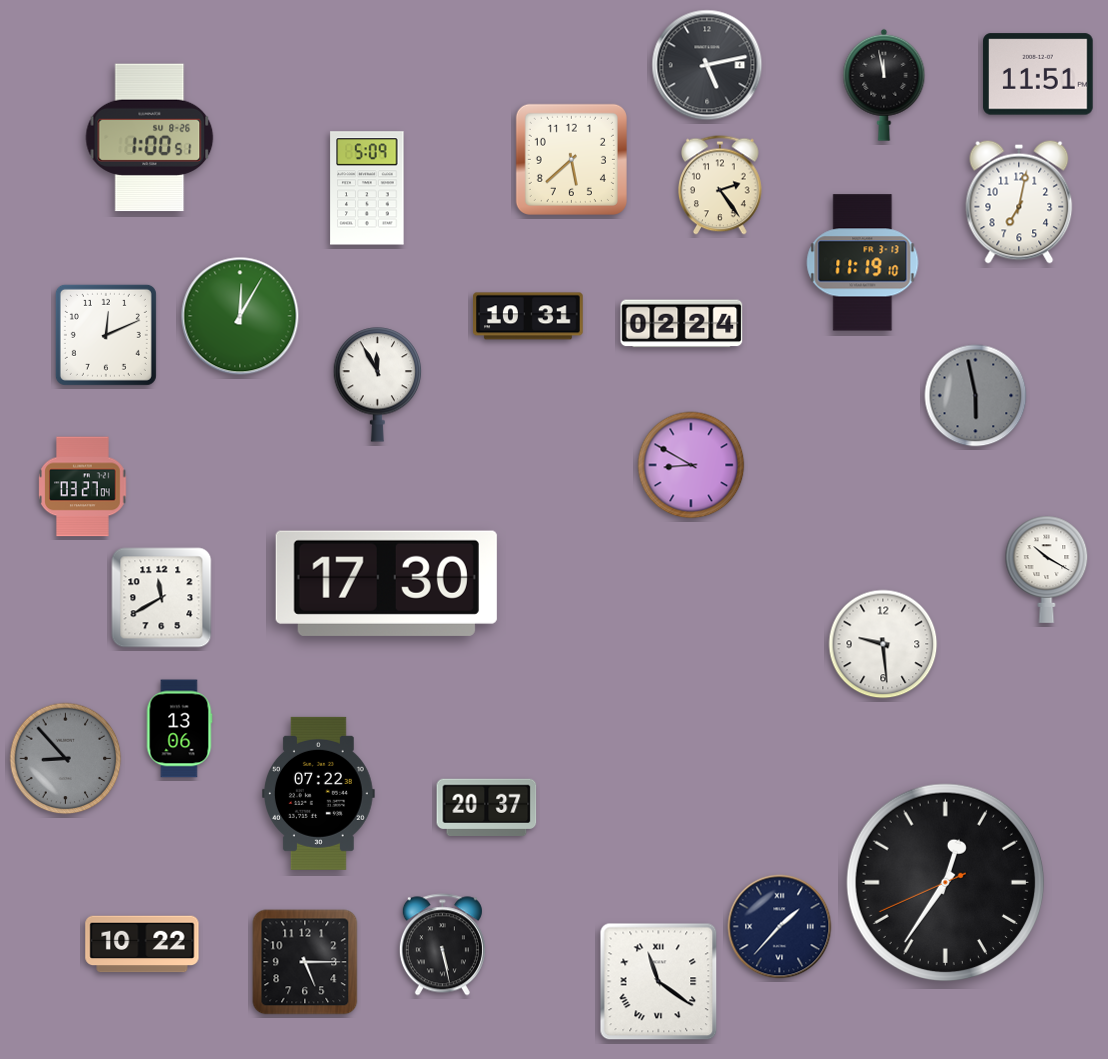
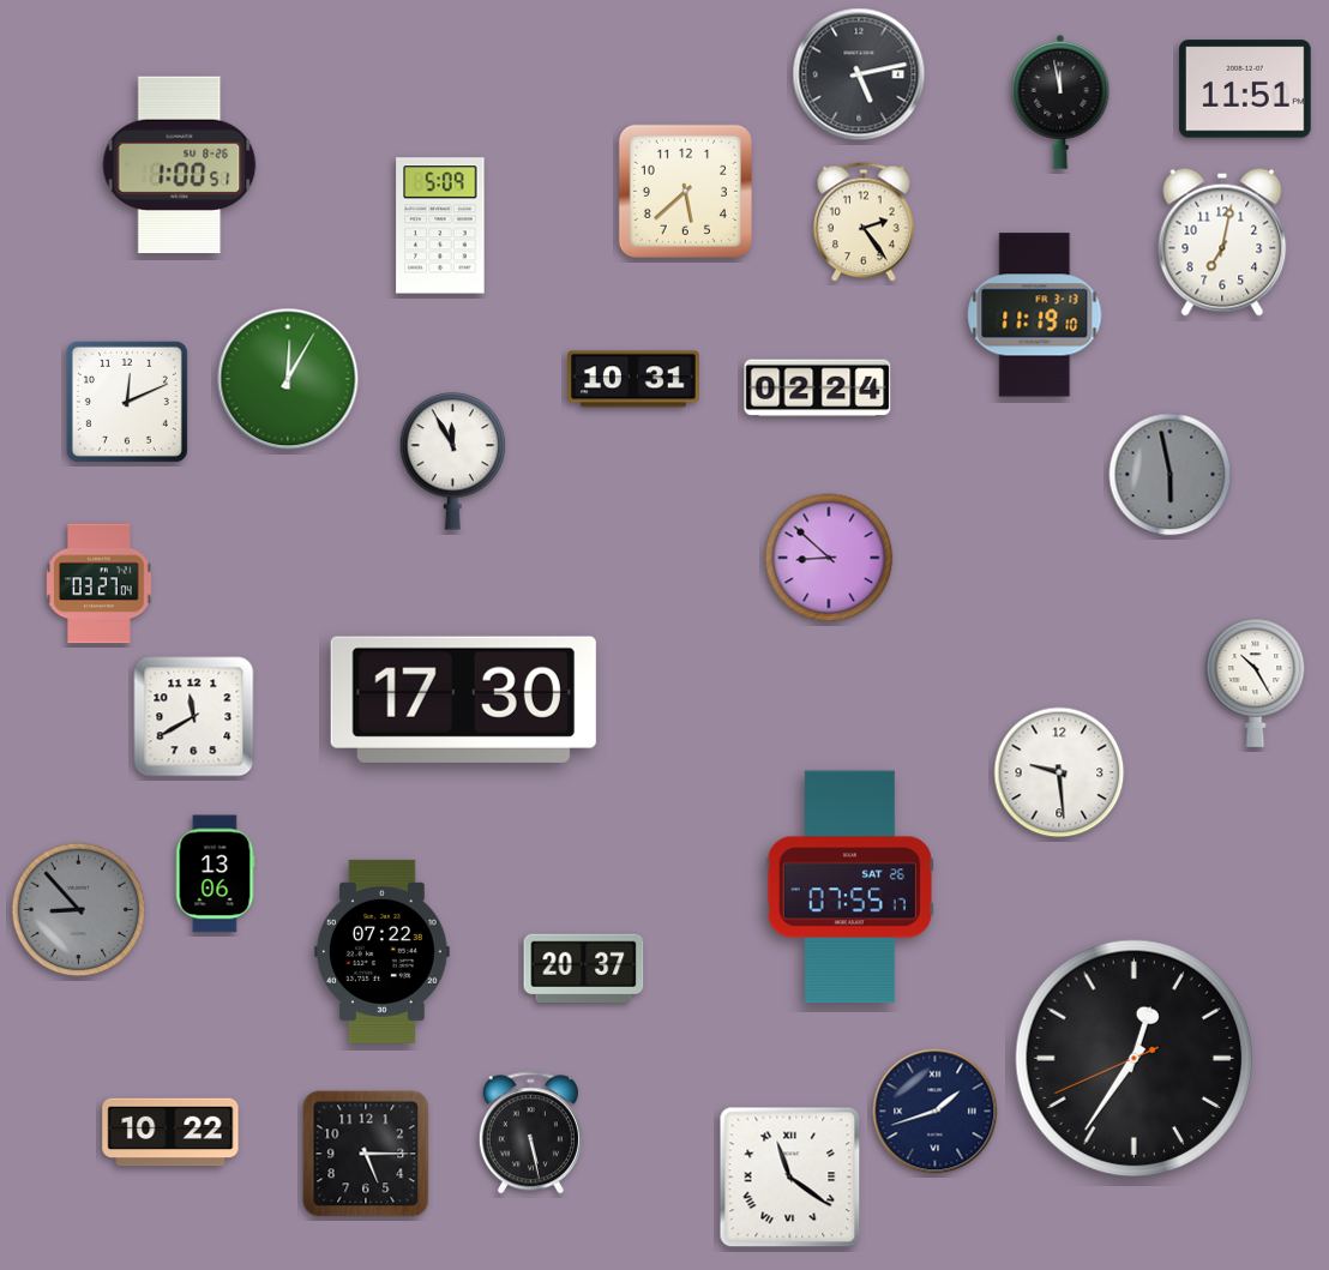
clock at (707, 65) position: (707, 65) -> (859, 74)
clock at (691, 465): 8:50 -> 8:52
clock at (1047, 569): 10:20 -> 10:25
clock at (849, 887): none -> 07:55
clock at (780, 927): 1:37 -> 1:42
